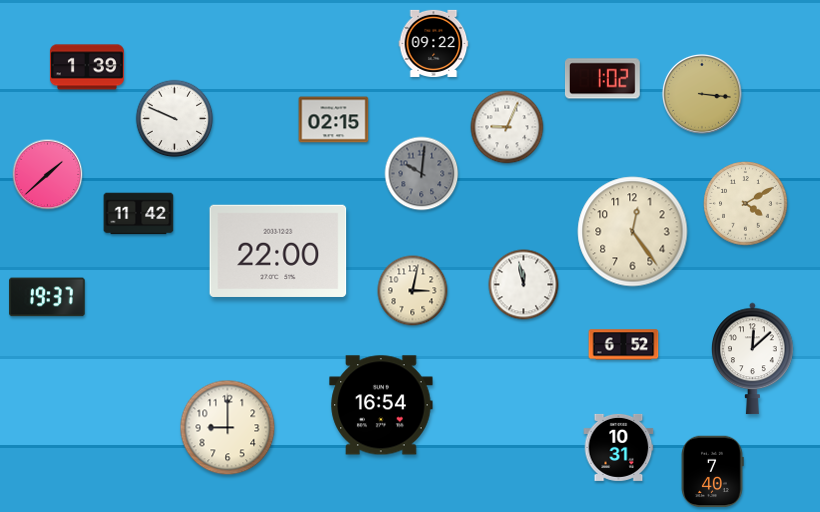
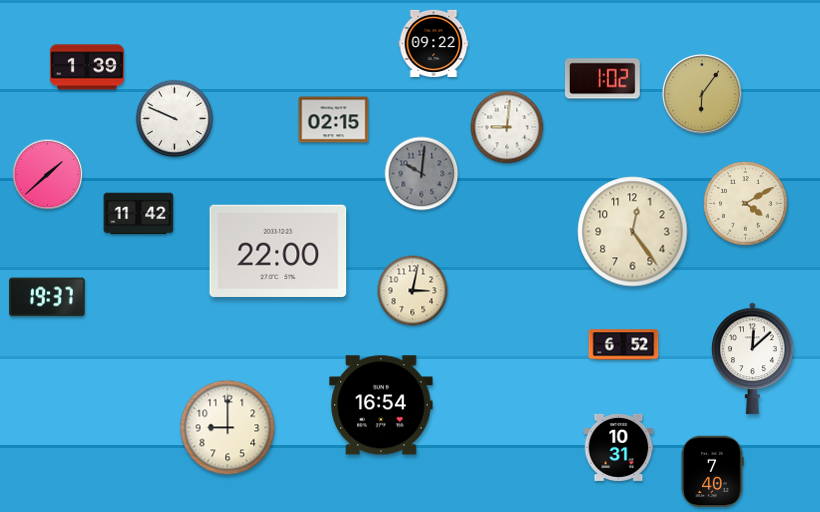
clock at (702, 94): 3:16 -> 6:06
clock at (507, 127): 9:04 -> 9:01
clock at (524, 285): 11:58 -> none
